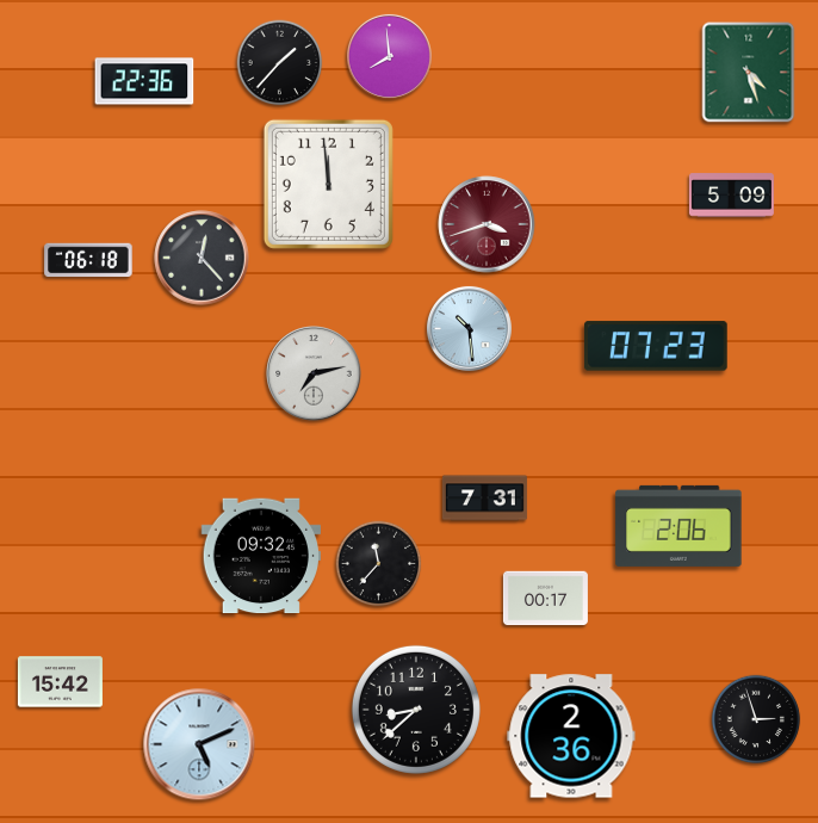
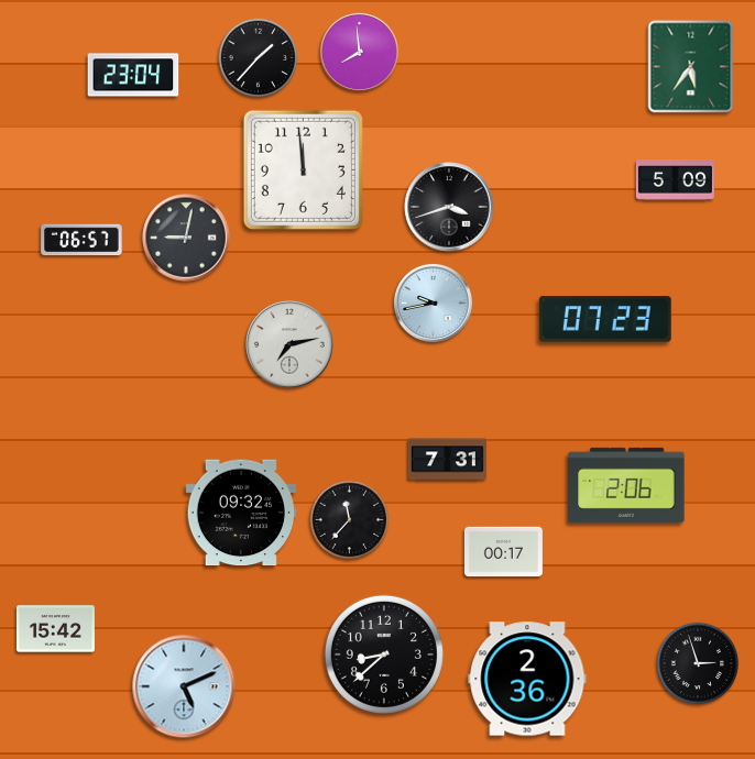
clock at (749, 73): 4:27 -> 5:36
clock at (144, 81): 22:36 -> 23:04
clock at (487, 224) dial: burgundy -> black
clock at (202, 258): 12:23 -> 9:02
clock at (88, 260): 06:18 -> 06:57
clock at (469, 328): 10:29 -> 9:43
